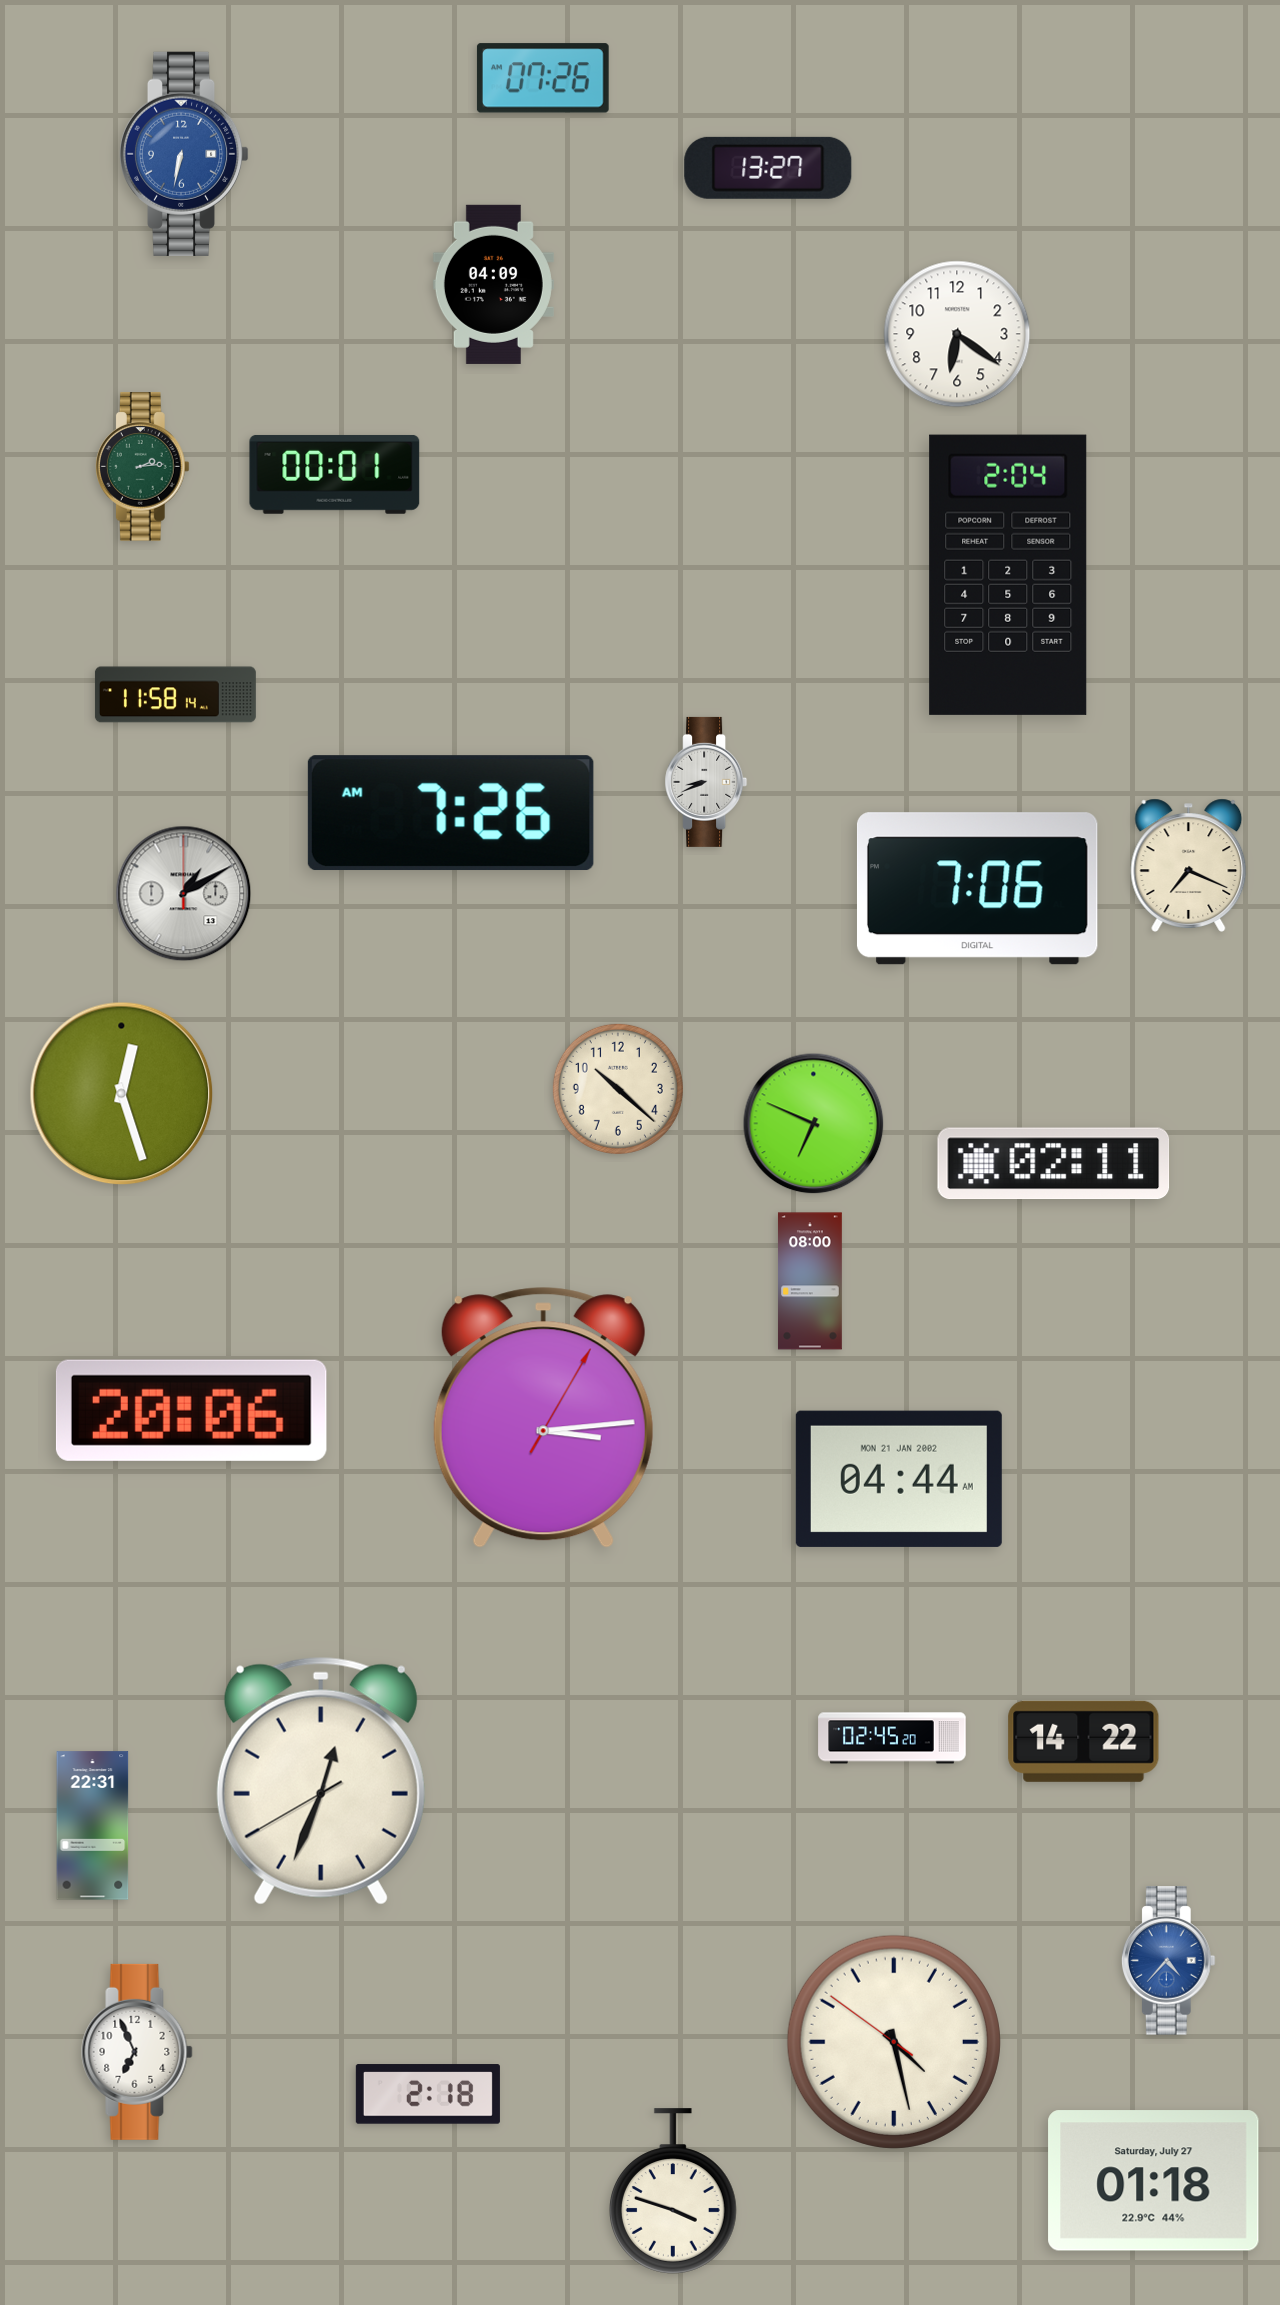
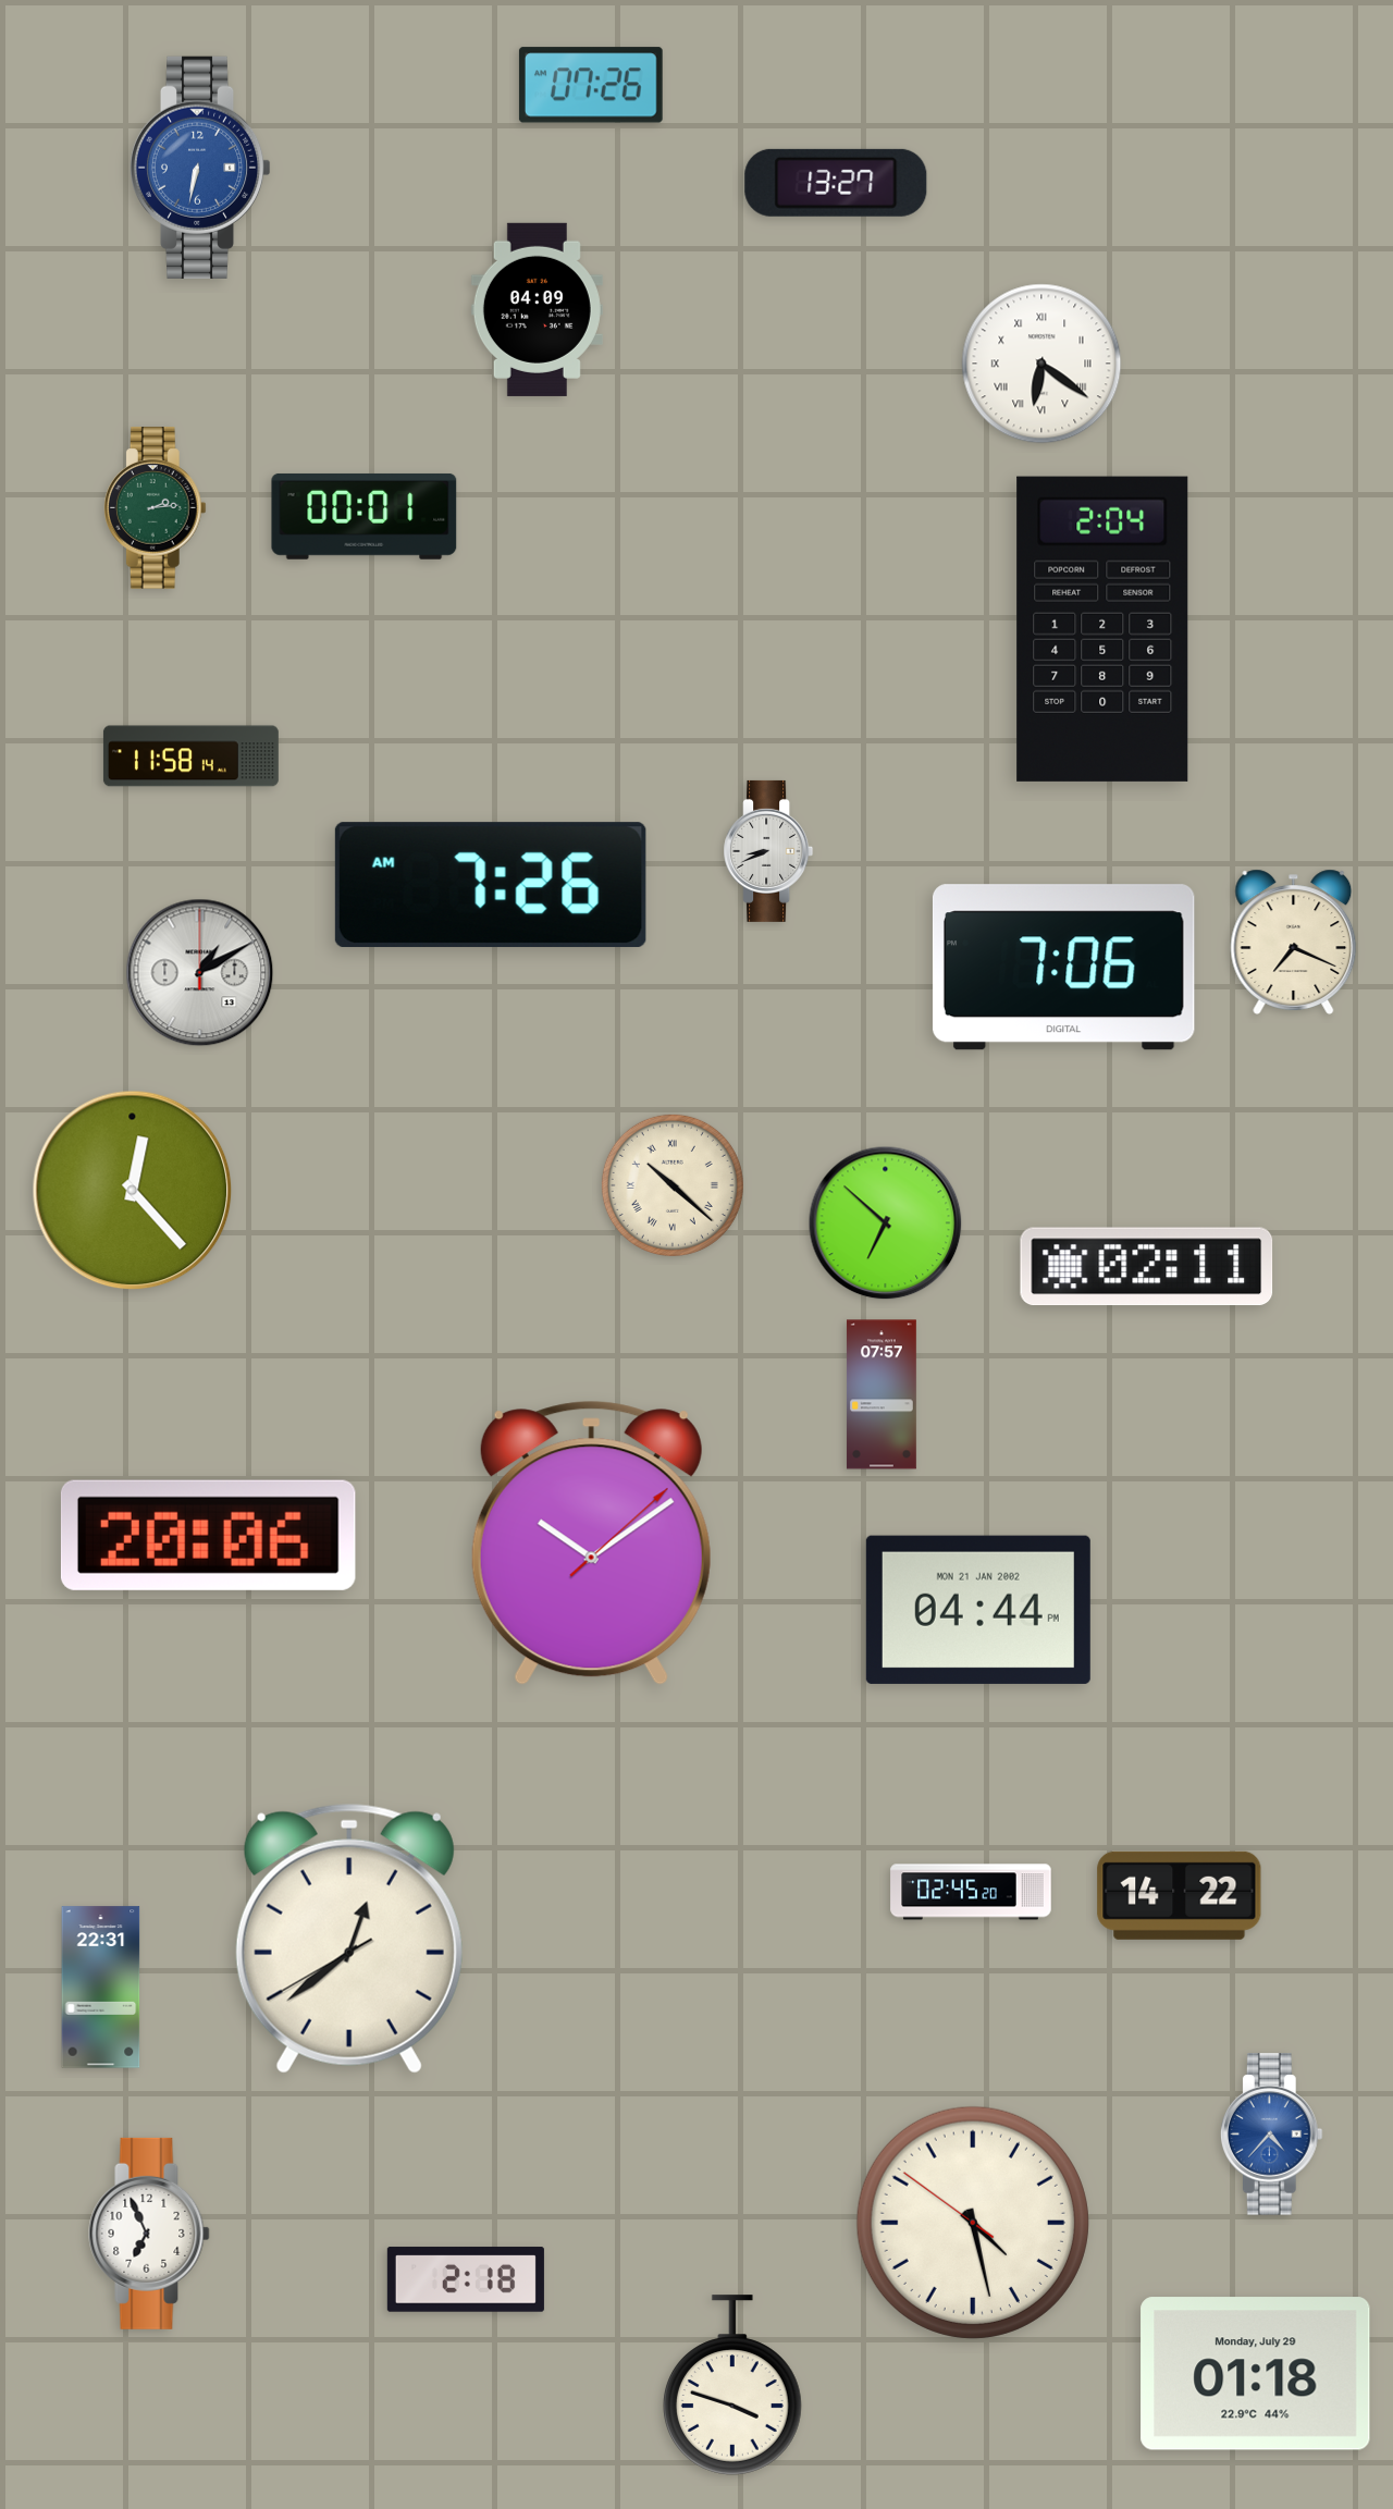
clock at (957, 334) numerals: Arabic -> Roman
clock at (1008, 575) position: (1008, 575) -> (1102, 629)
clock at (618, 1089) numerals: Arabic -> Roman
clock at (122, 1094): 12:27 -> 12:23
clock at (814, 1124): 6:49 -> 6:52
clock at (810, 1281): 08:00 -> 07:57
clock at (543, 1418): 3:14 -> 10:09
clock at (899, 1479): 04:44 AM -> 04:44 PM
clock at (321, 1781): 12:33 -> 12:38
clock at (1154, 2181) date: Saturday, July 27 -> Monday, July 29
